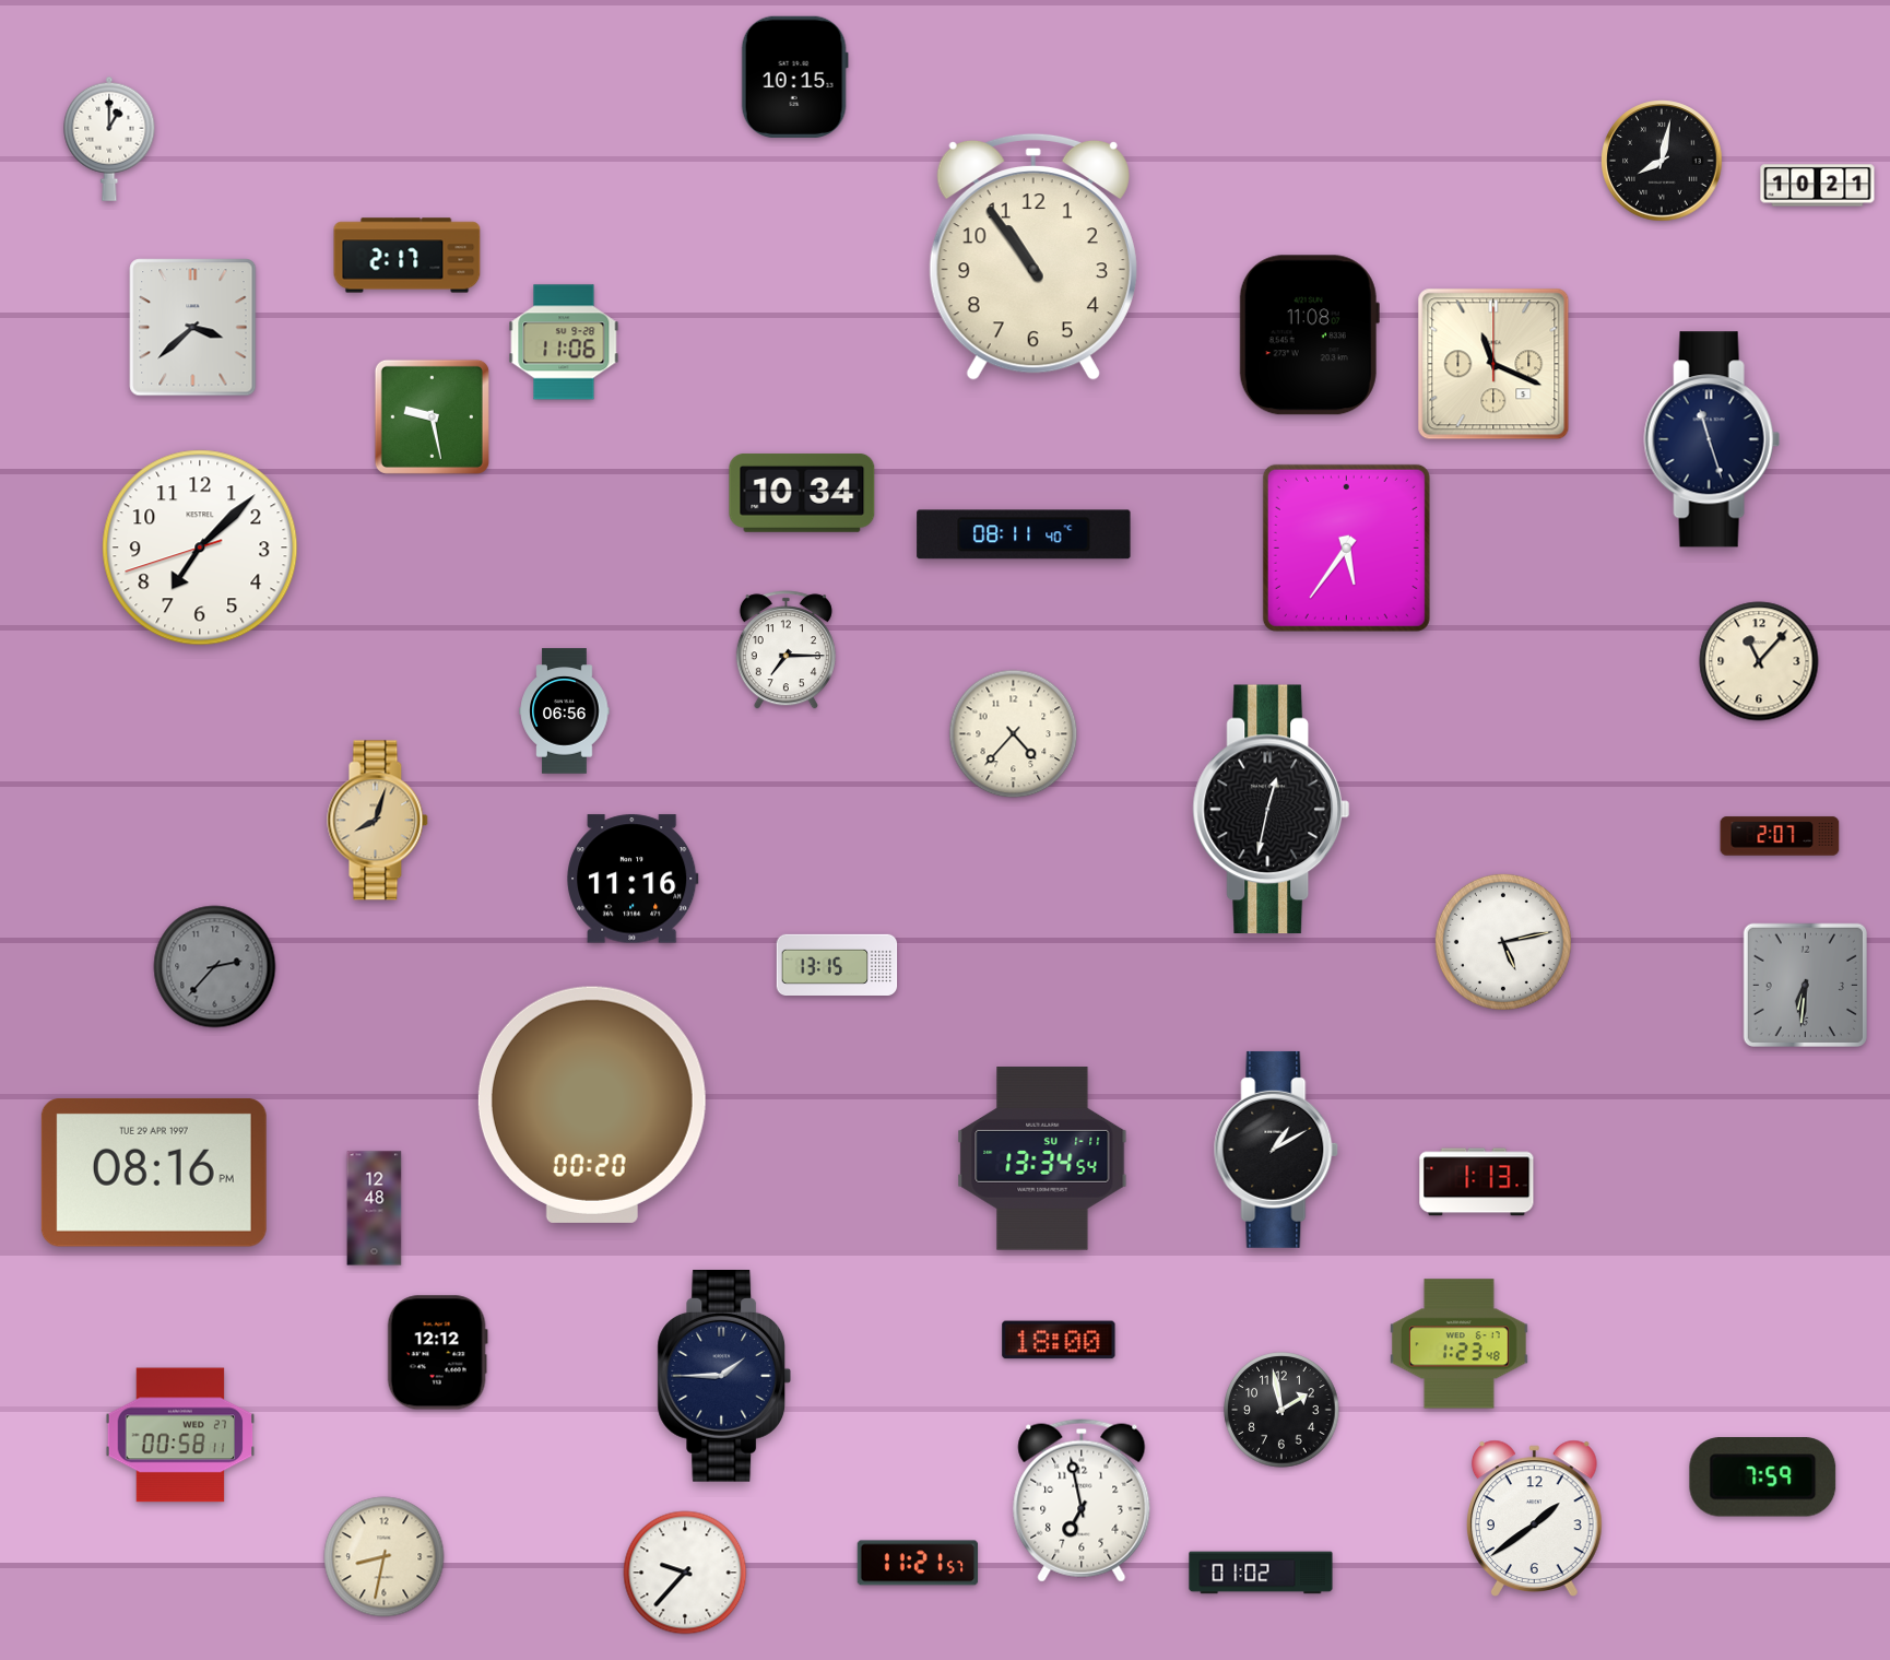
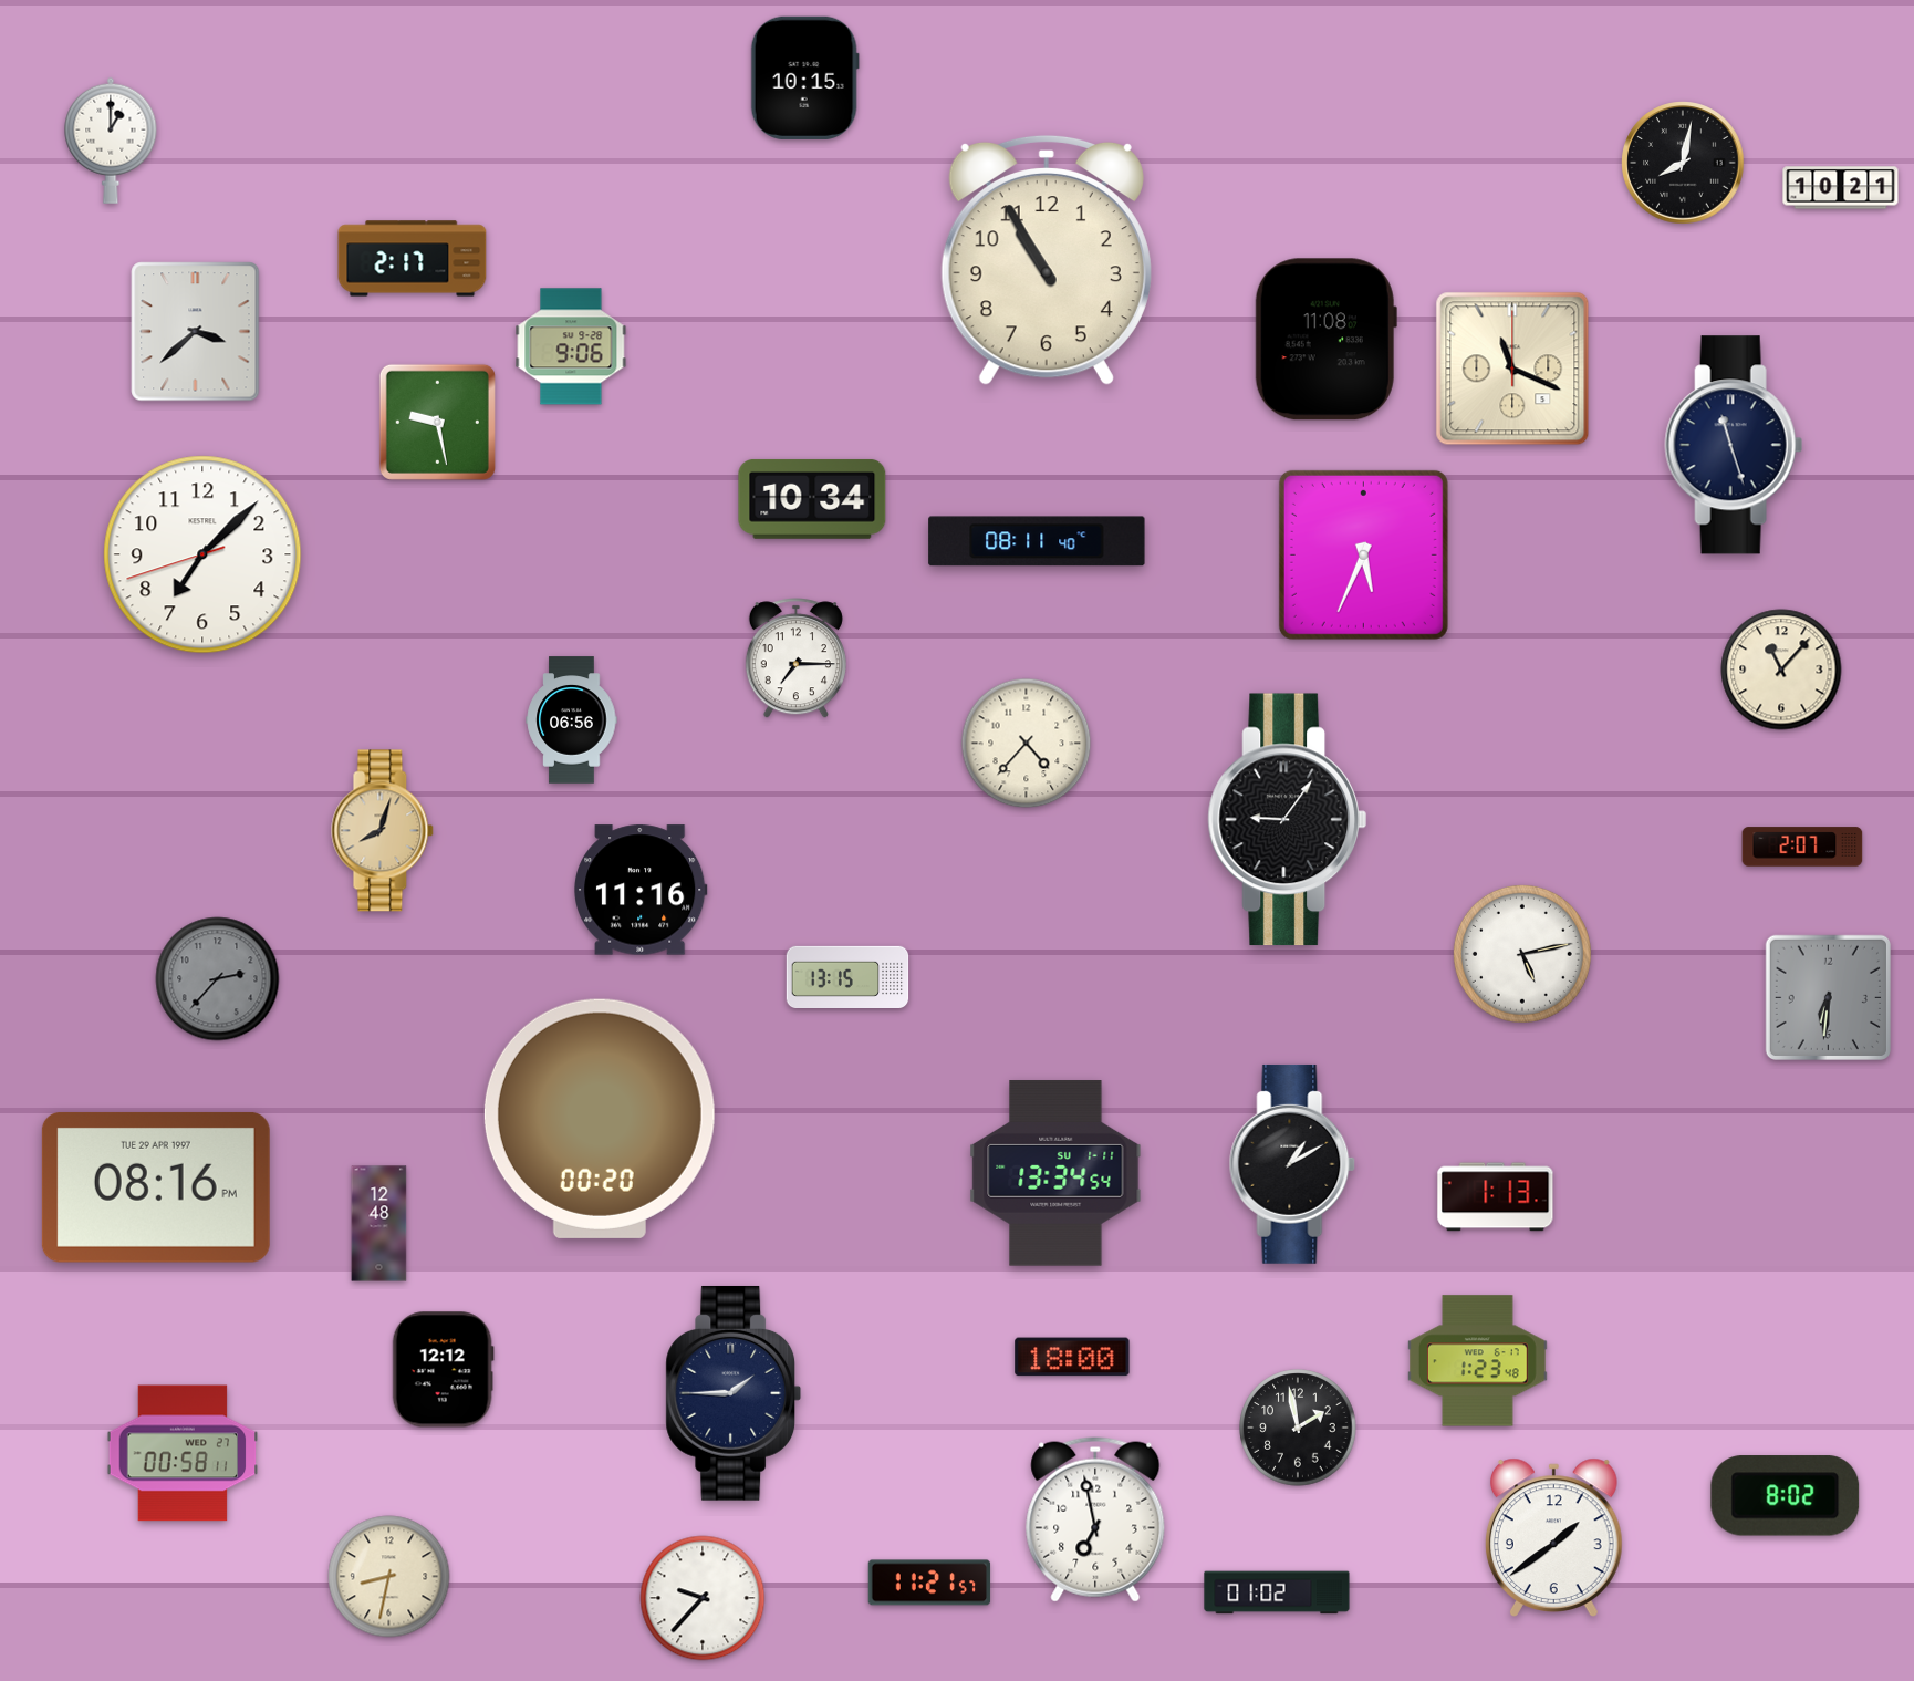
clock at (1033, 257): 10:54 -> 10:55
clock at (564, 342): 11:06 -> 9:06
clock at (1346, 548): 5:36 -> 5:34
clock at (1271, 810): 12:32 -> 9:06
clock at (1763, 1477): 7:59 -> 8:02
clock at (685, 1573) position: (685, 1573) -> (703, 1598)
